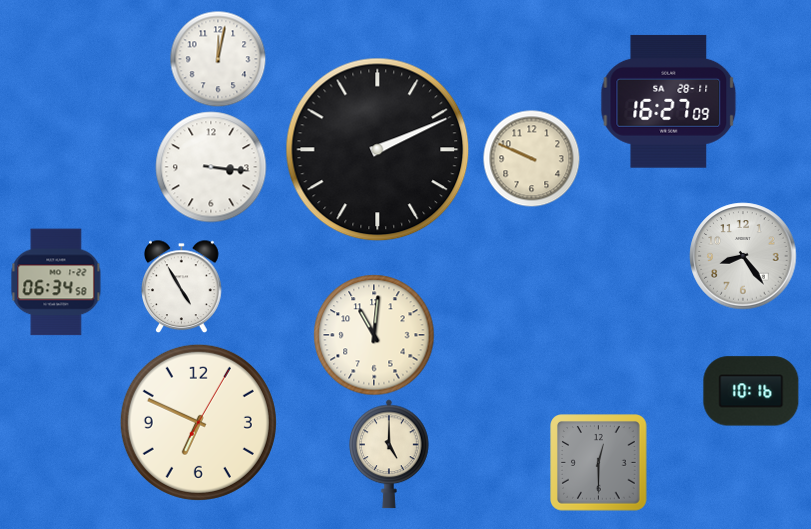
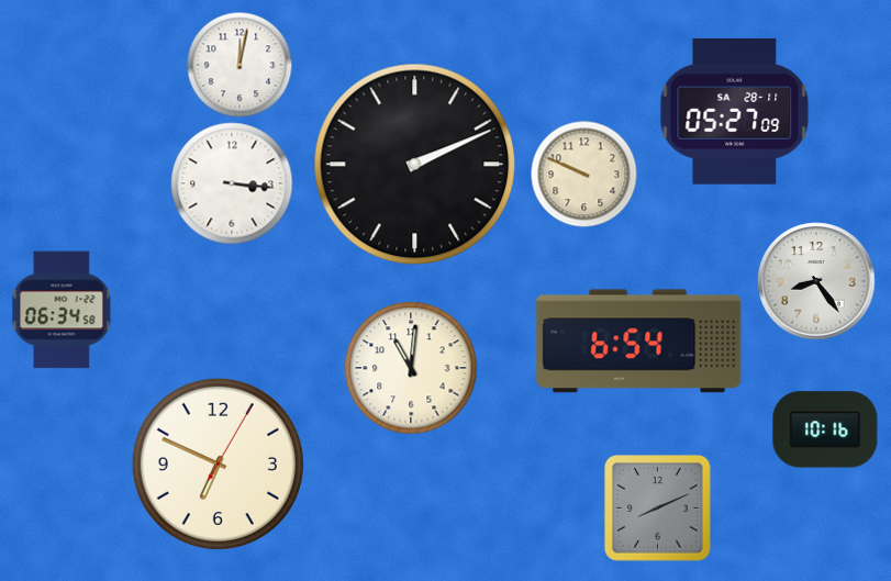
clock at (669, 101): 16:27 -> 05:27
clock at (182, 286): 4:55 -> none
clock at (639, 342): none -> 6:54
clock at (390, 454): 5:00 -> none
clock at (599, 463): 12:30 -> 8:11
